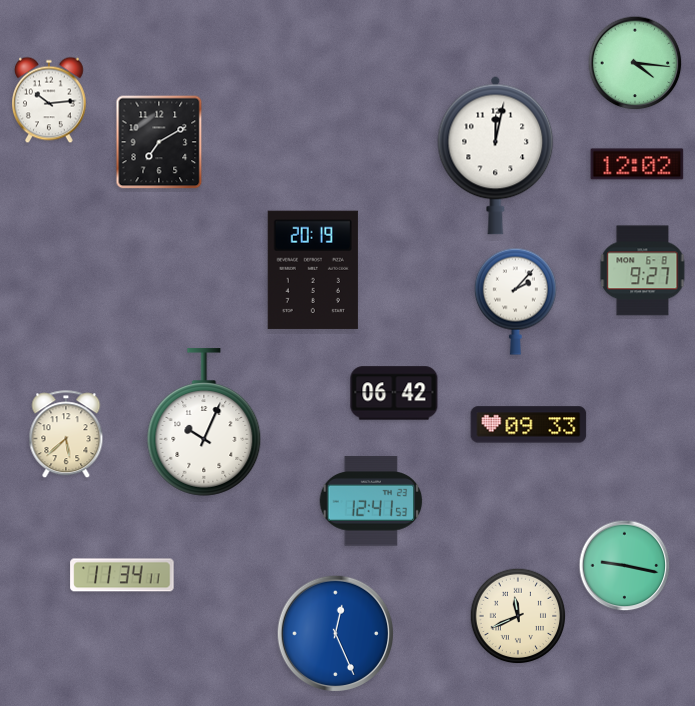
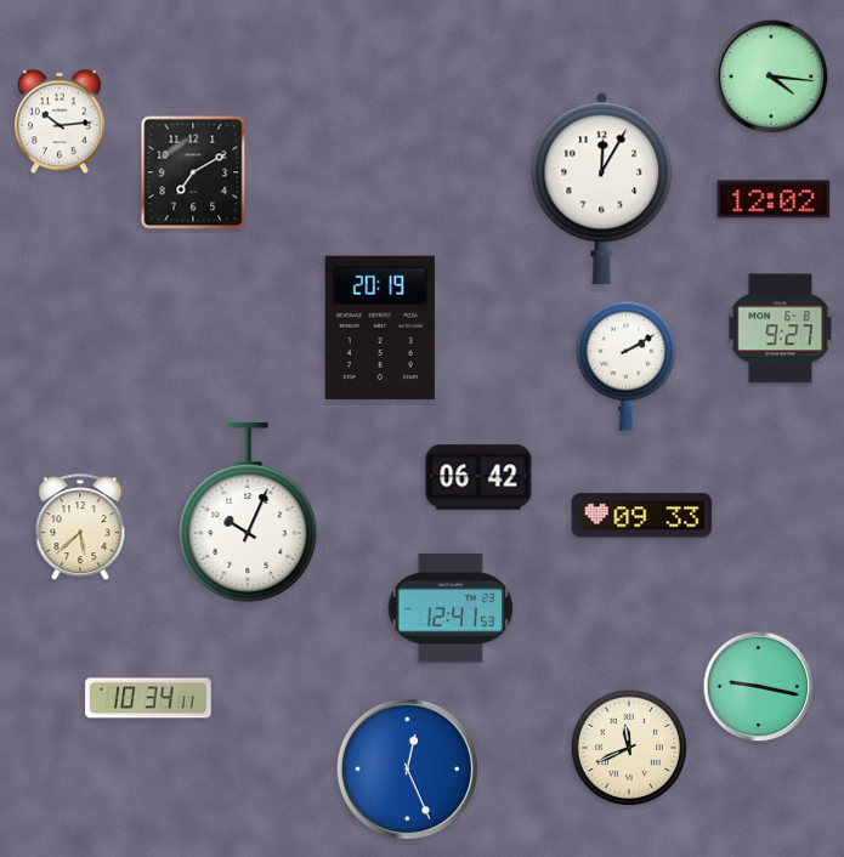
clock at (496, 155): 12:02 -> 12:05
clock at (515, 301): 2:07 -> 2:10
clock at (122, 575): 11:34 -> 10:34
